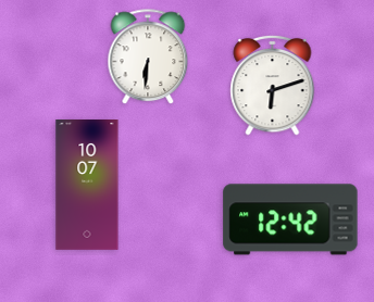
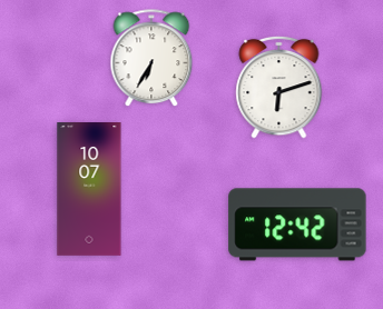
clock at (148, 58): 6:31 -> 6:35
